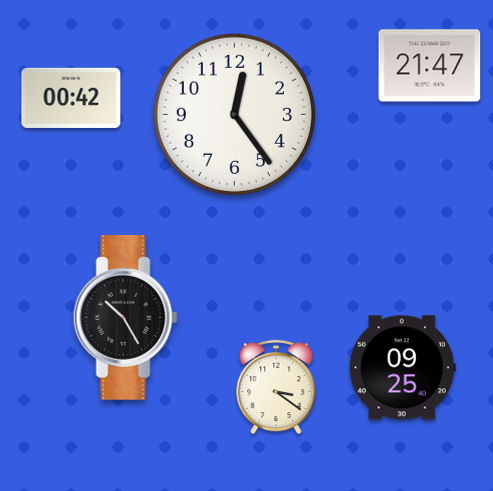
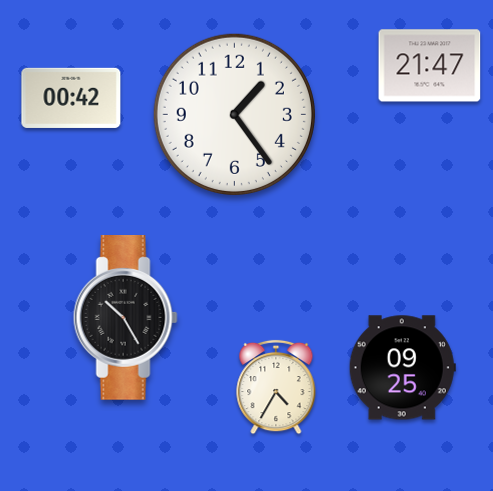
clock at (234, 114): 12:24 -> 1:24
clock at (276, 387): 3:21 -> 4:35
